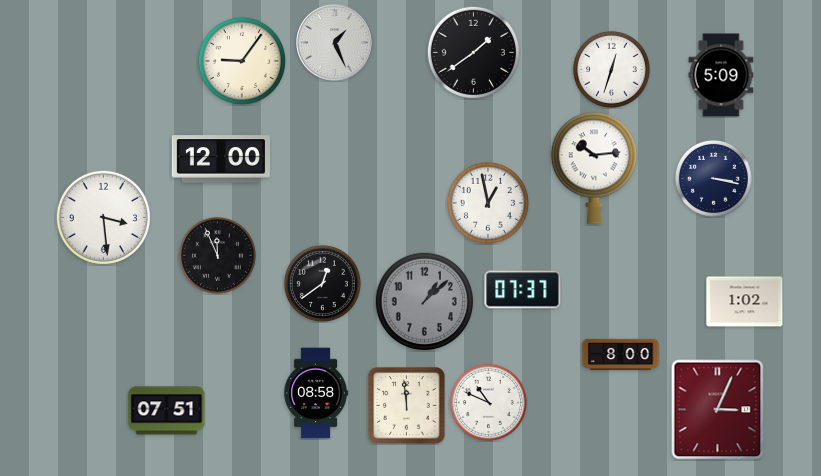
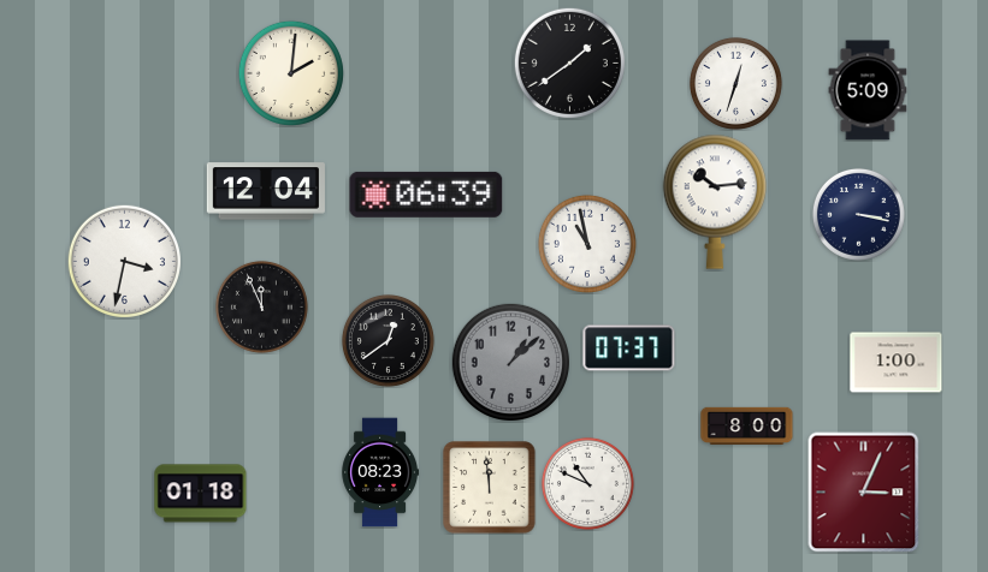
clock at (335, 43): 1:26 -> none
clock at (242, 61): 9:06 -> 2:01
clock at (221, 159): 12:00 -> 12:04
clock at (426, 195): none -> 06:39
clock at (488, 203): 12:58 -> 10:58
clock at (103, 217): 3:29 -> 3:32
clock at (745, 302): 1:02 -> 1:00
clock at (316, 393): 08:58 -> 08:23
clock at (167, 411): 07:51 -> 01:18
